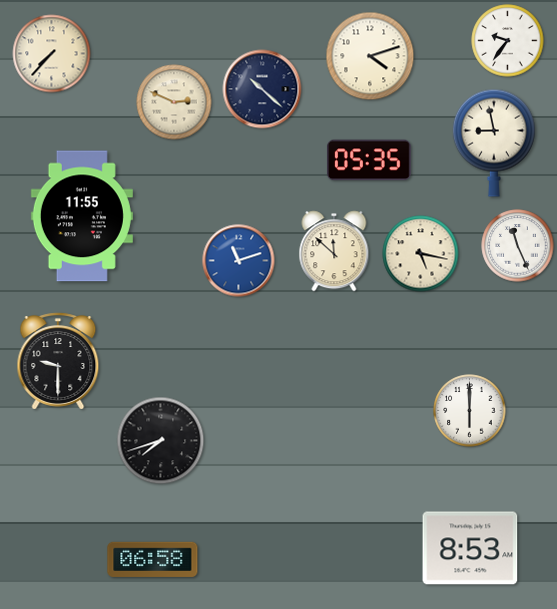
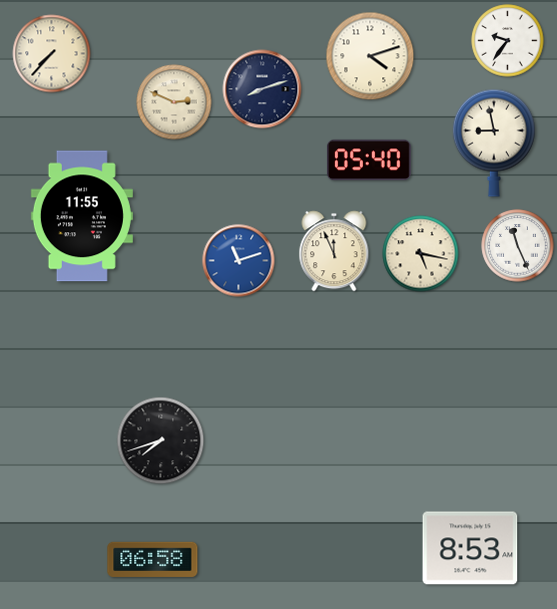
clock at (262, 89): 10:22 -> 8:12
clock at (369, 160): 05:35 -> 05:40
clock at (334, 251): 11:52 -> 11:56
clock at (58, 361): 9:30 -> none
clock at (470, 411): 6:00 -> none
